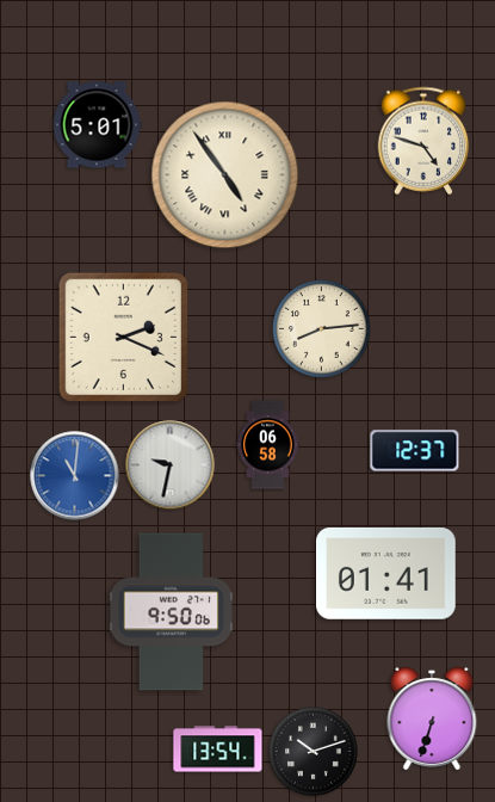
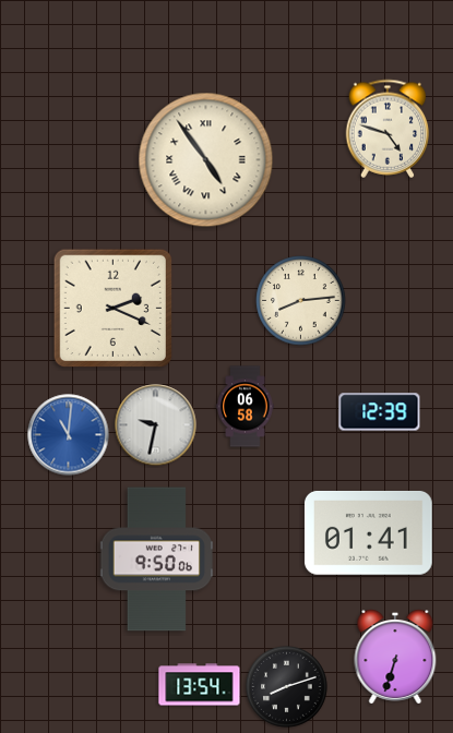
clock at (97, 125): 5:01 -> none
clock at (322, 329) position: (322, 329) -> (301, 301)
clock at (415, 451): 12:37 -> 12:39
clock at (385, 573) position: (385, 573) -> (368, 532)
clock at (314, 752): 10:12 -> 8:12
